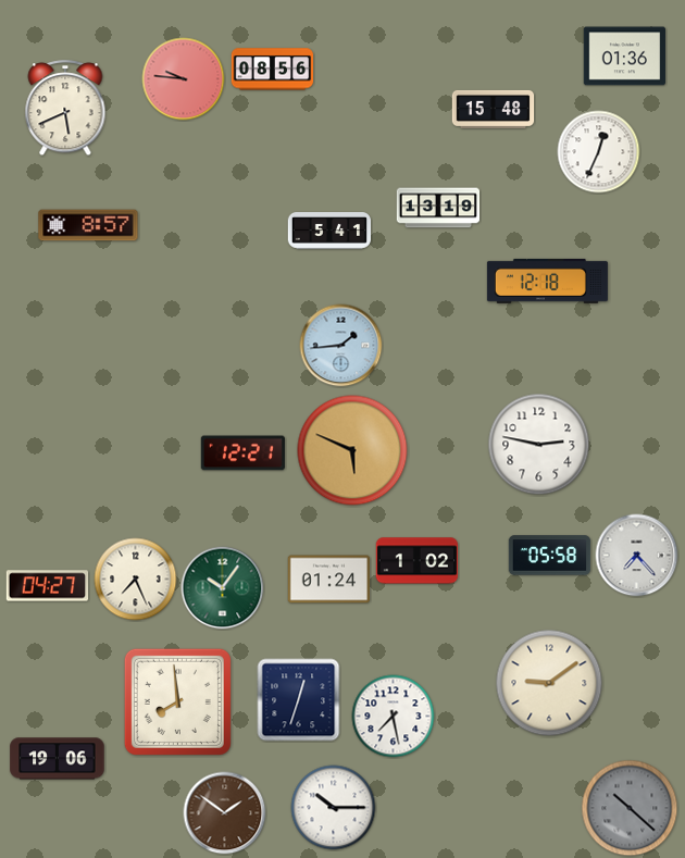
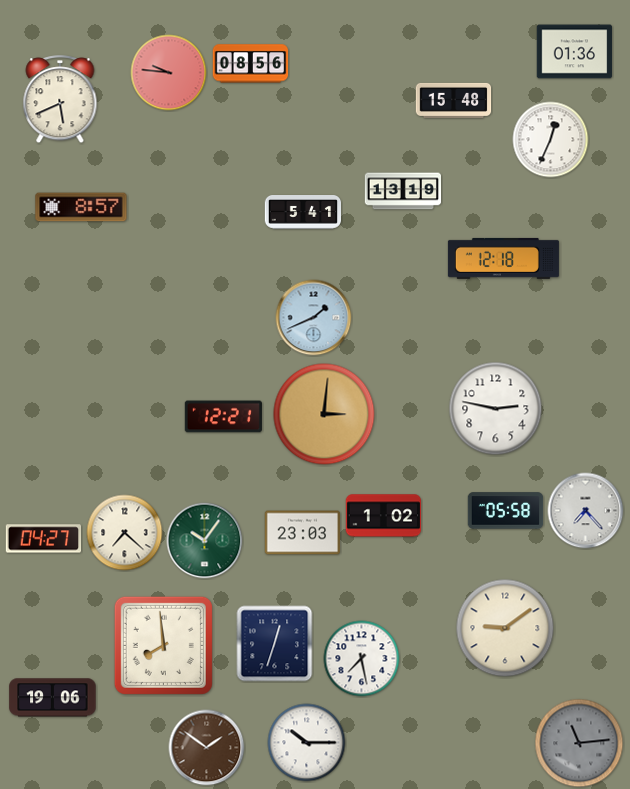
clock at (341, 346): 1:44 -> 1:41
clock at (352, 450): 5:49 -> 3:01
clock at (136, 580): 7:26 -> 7:22
clock at (329, 580): 01:24 -> 23:03
clock at (630, 808): 10:22 -> 11:14
